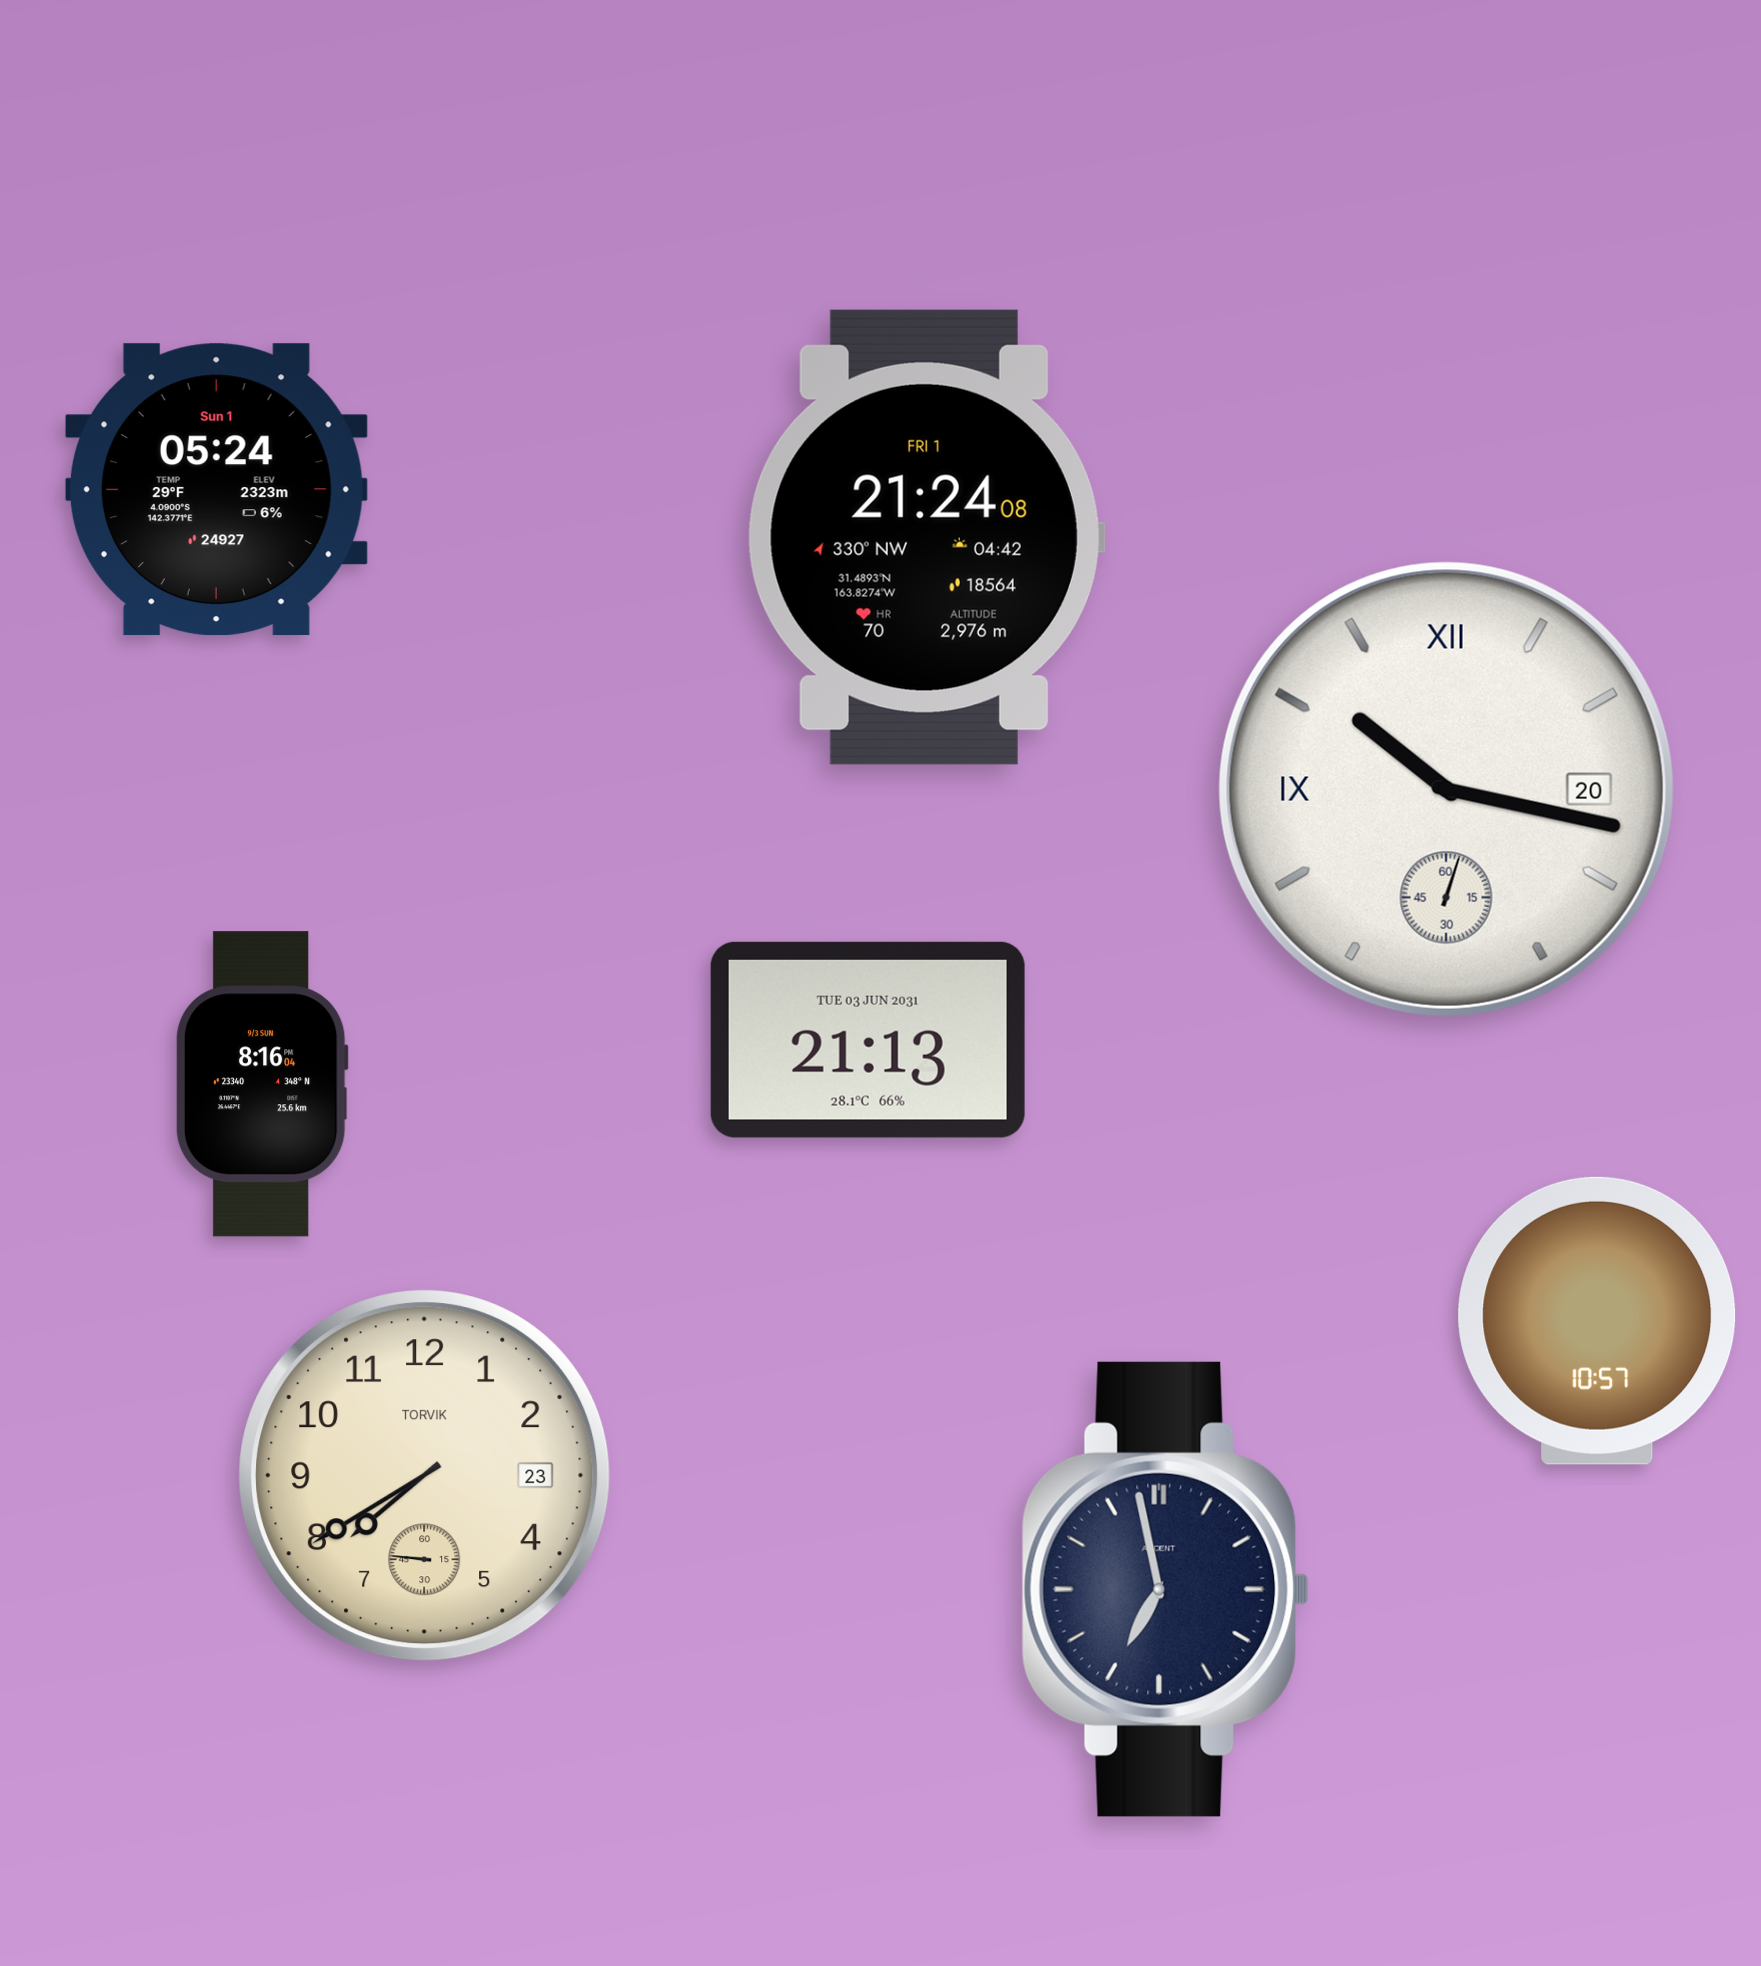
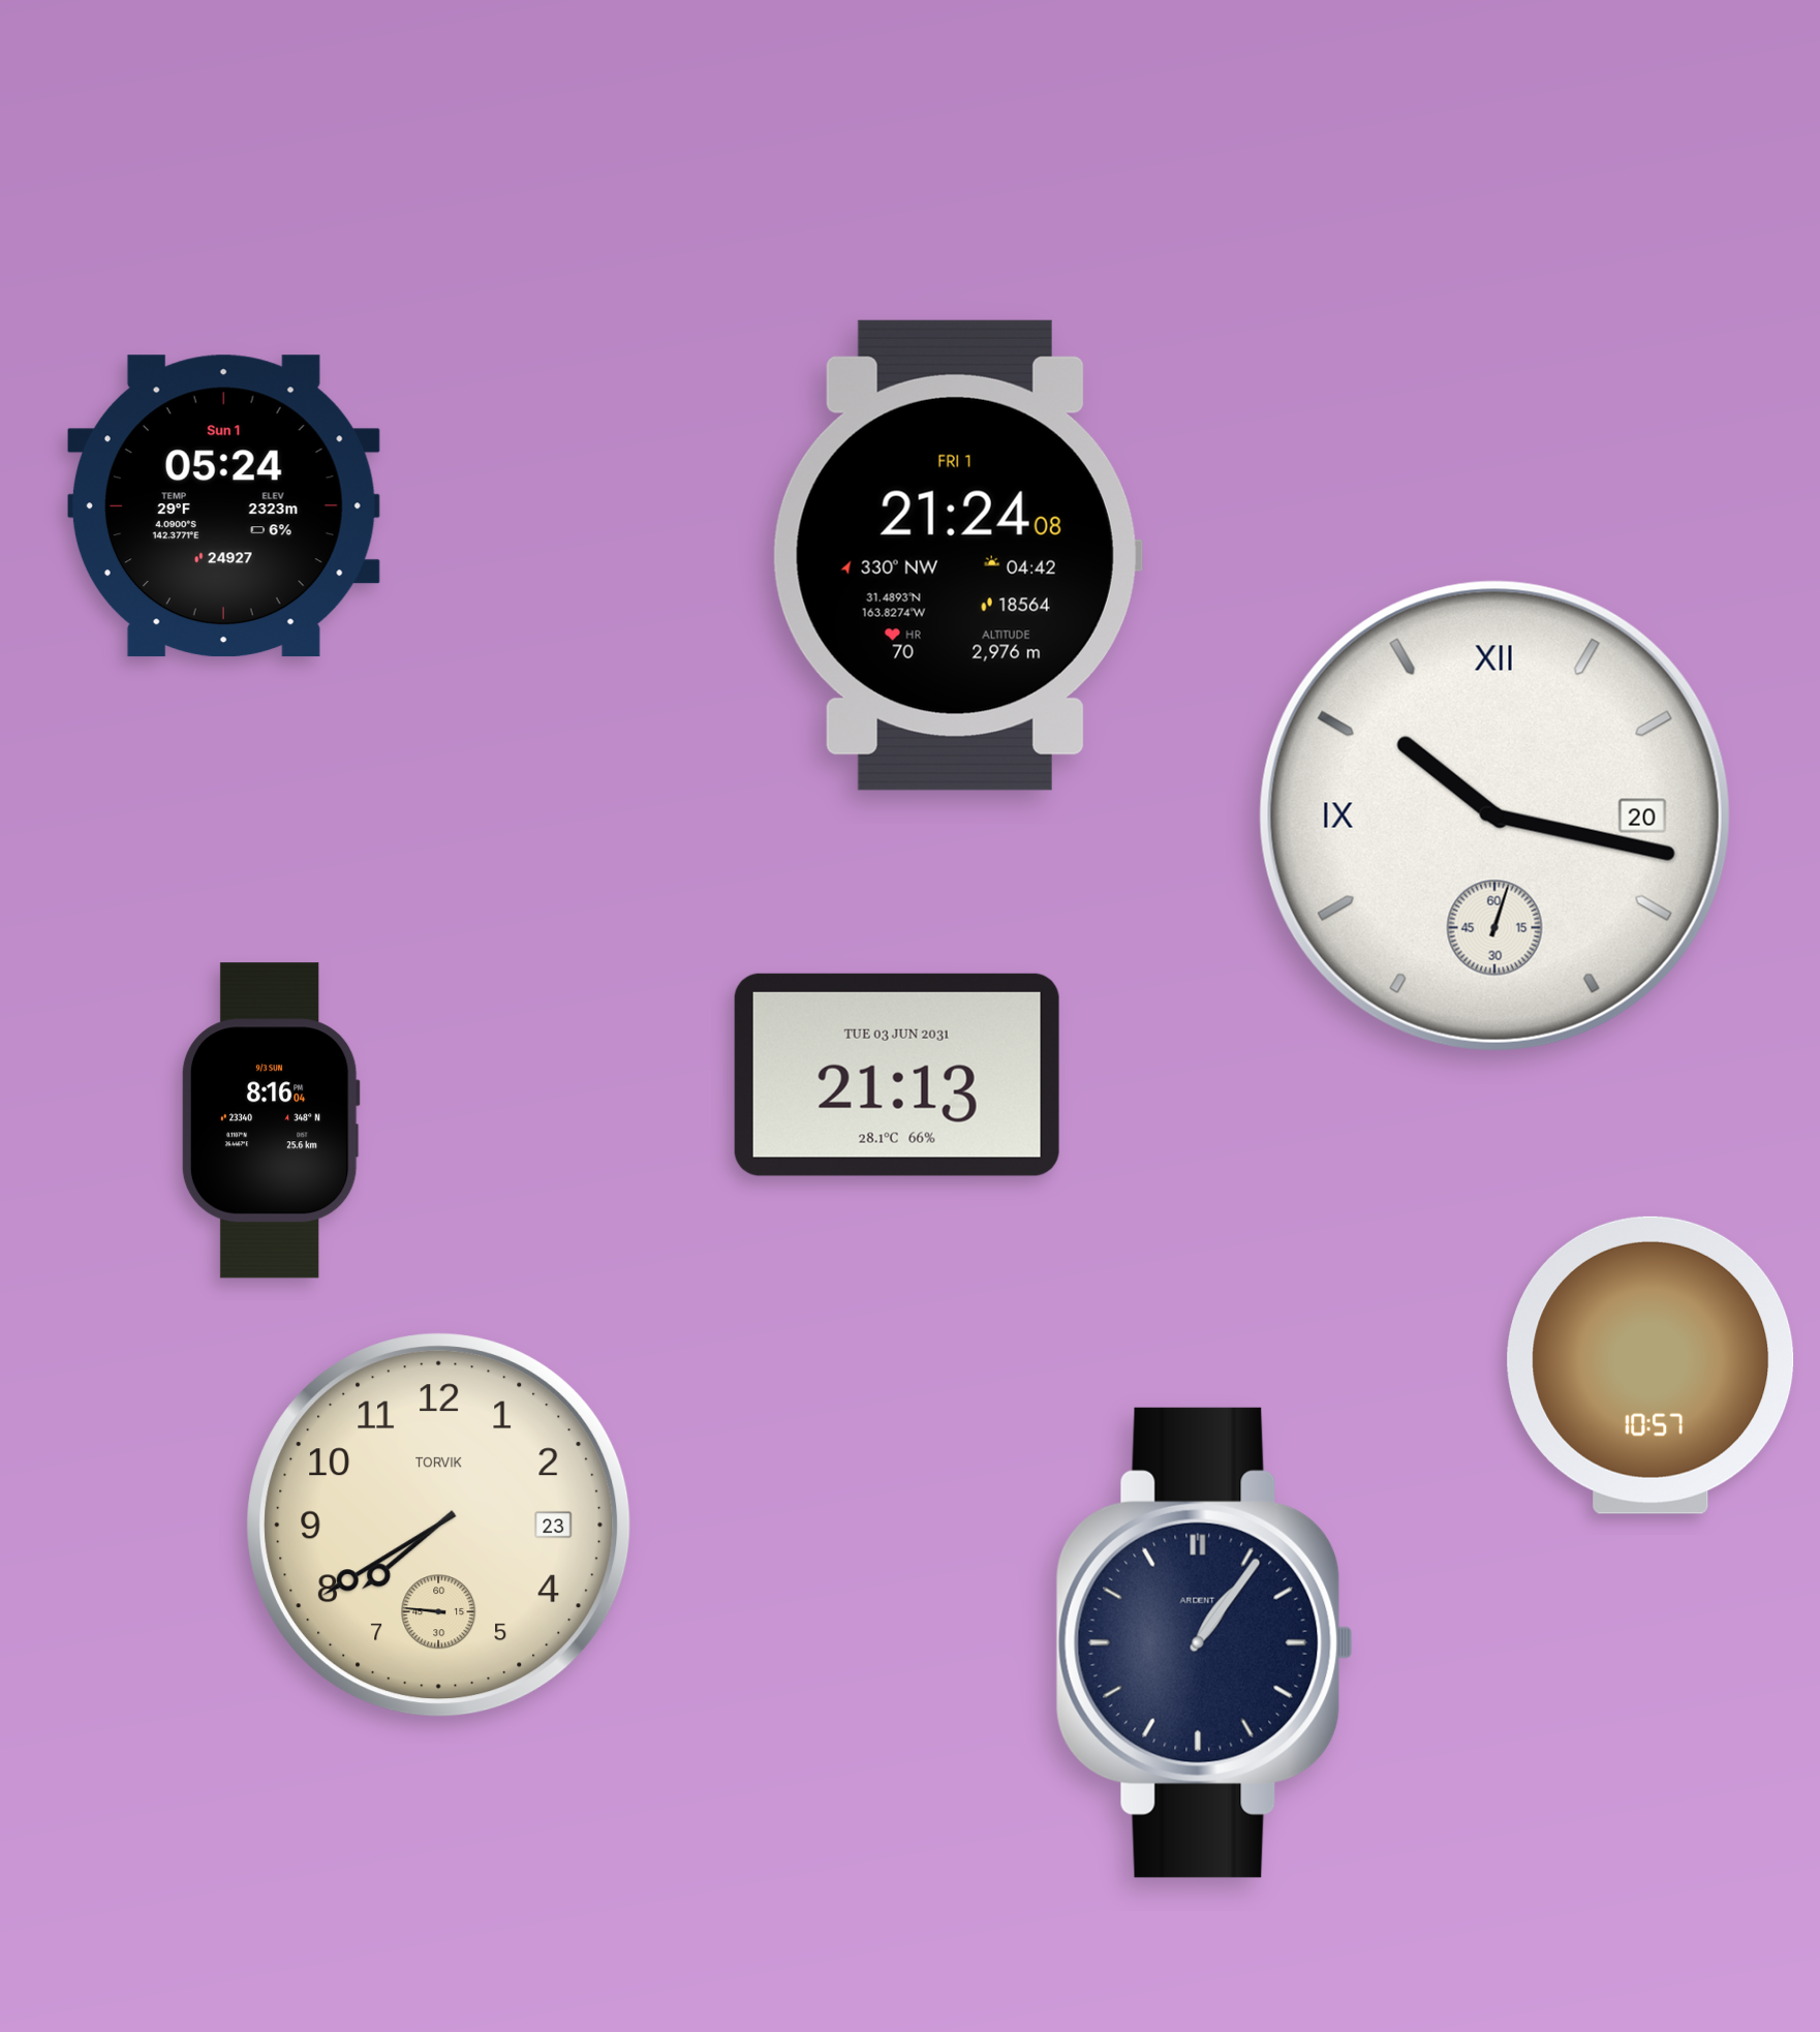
clock at (1165, 1589): 6:58 -> 1:06
